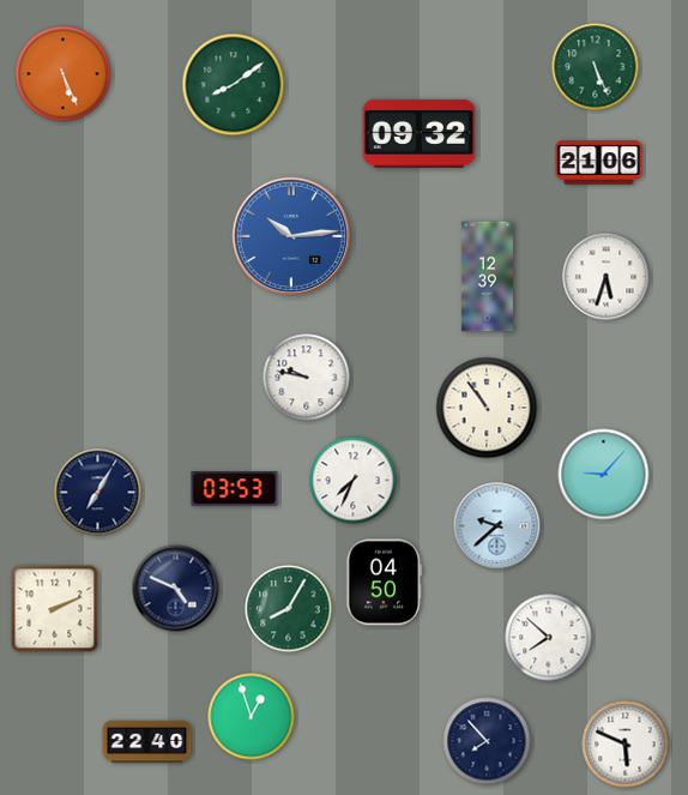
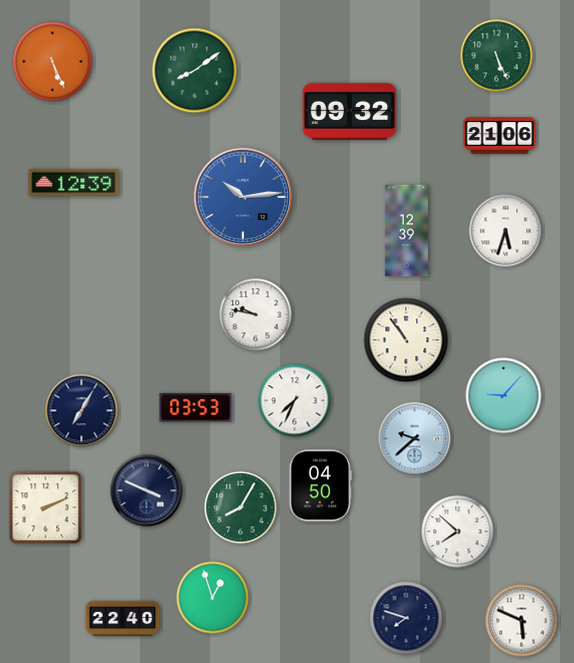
clock at (74, 182): none -> 12:39
clock at (176, 589): 4:49 -> 3:49
clock at (252, 717) position: (252, 717) -> (213, 598)
clock at (487, 741): 7:53 -> 7:48
